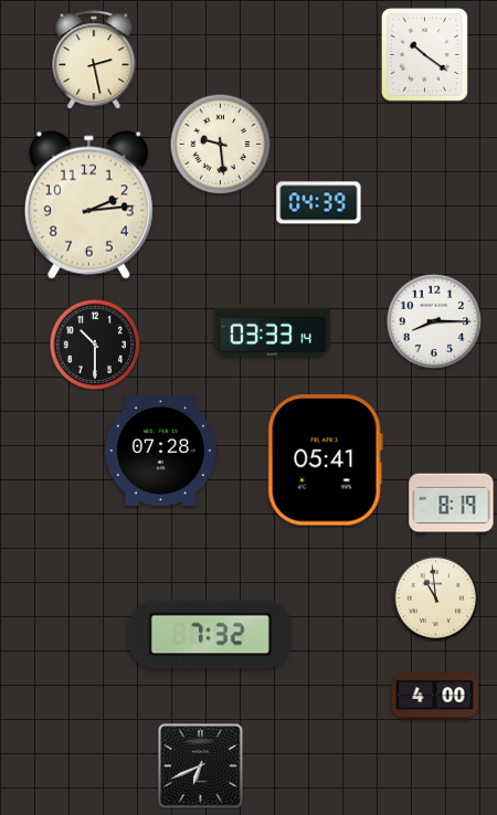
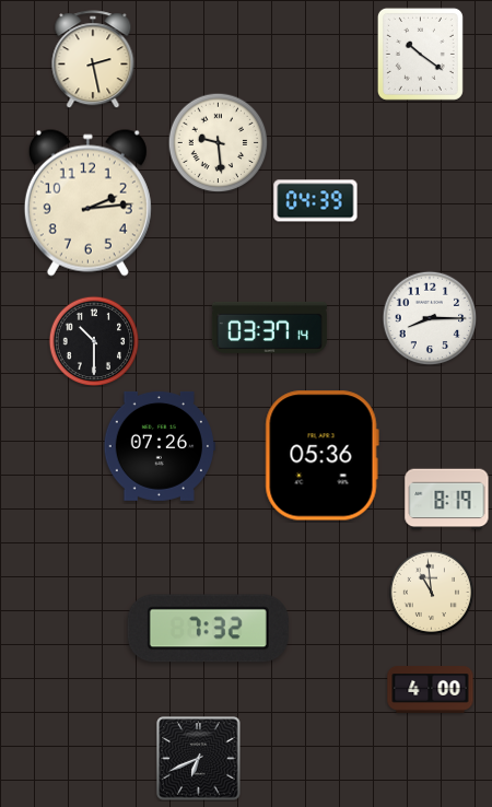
clock at (272, 330): 03:33 -> 03:37
clock at (161, 451): 07:28 -> 07:26
clock at (325, 461): 05:41 -> 05:36
